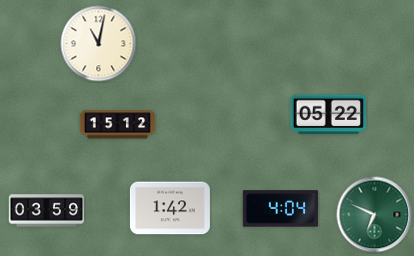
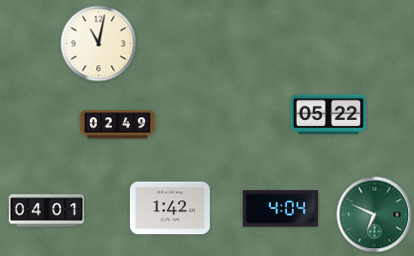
clock at (118, 125): 15:12 -> 02:49
clock at (47, 211): 03:59 -> 04:01
